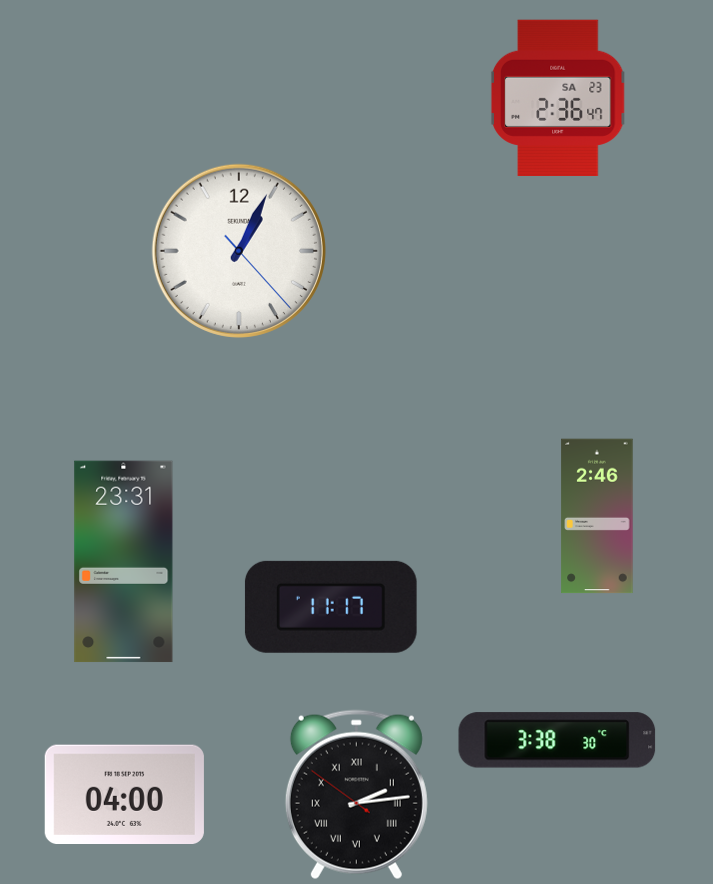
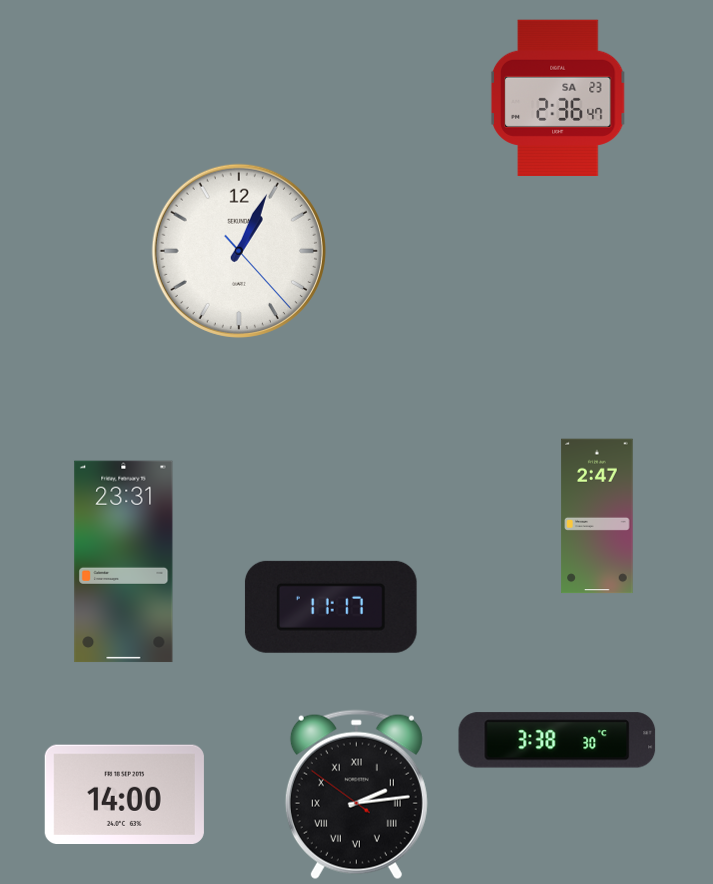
clock at (597, 516): 2:46 -> 2:47
clock at (124, 794): 04:00 -> 14:00
